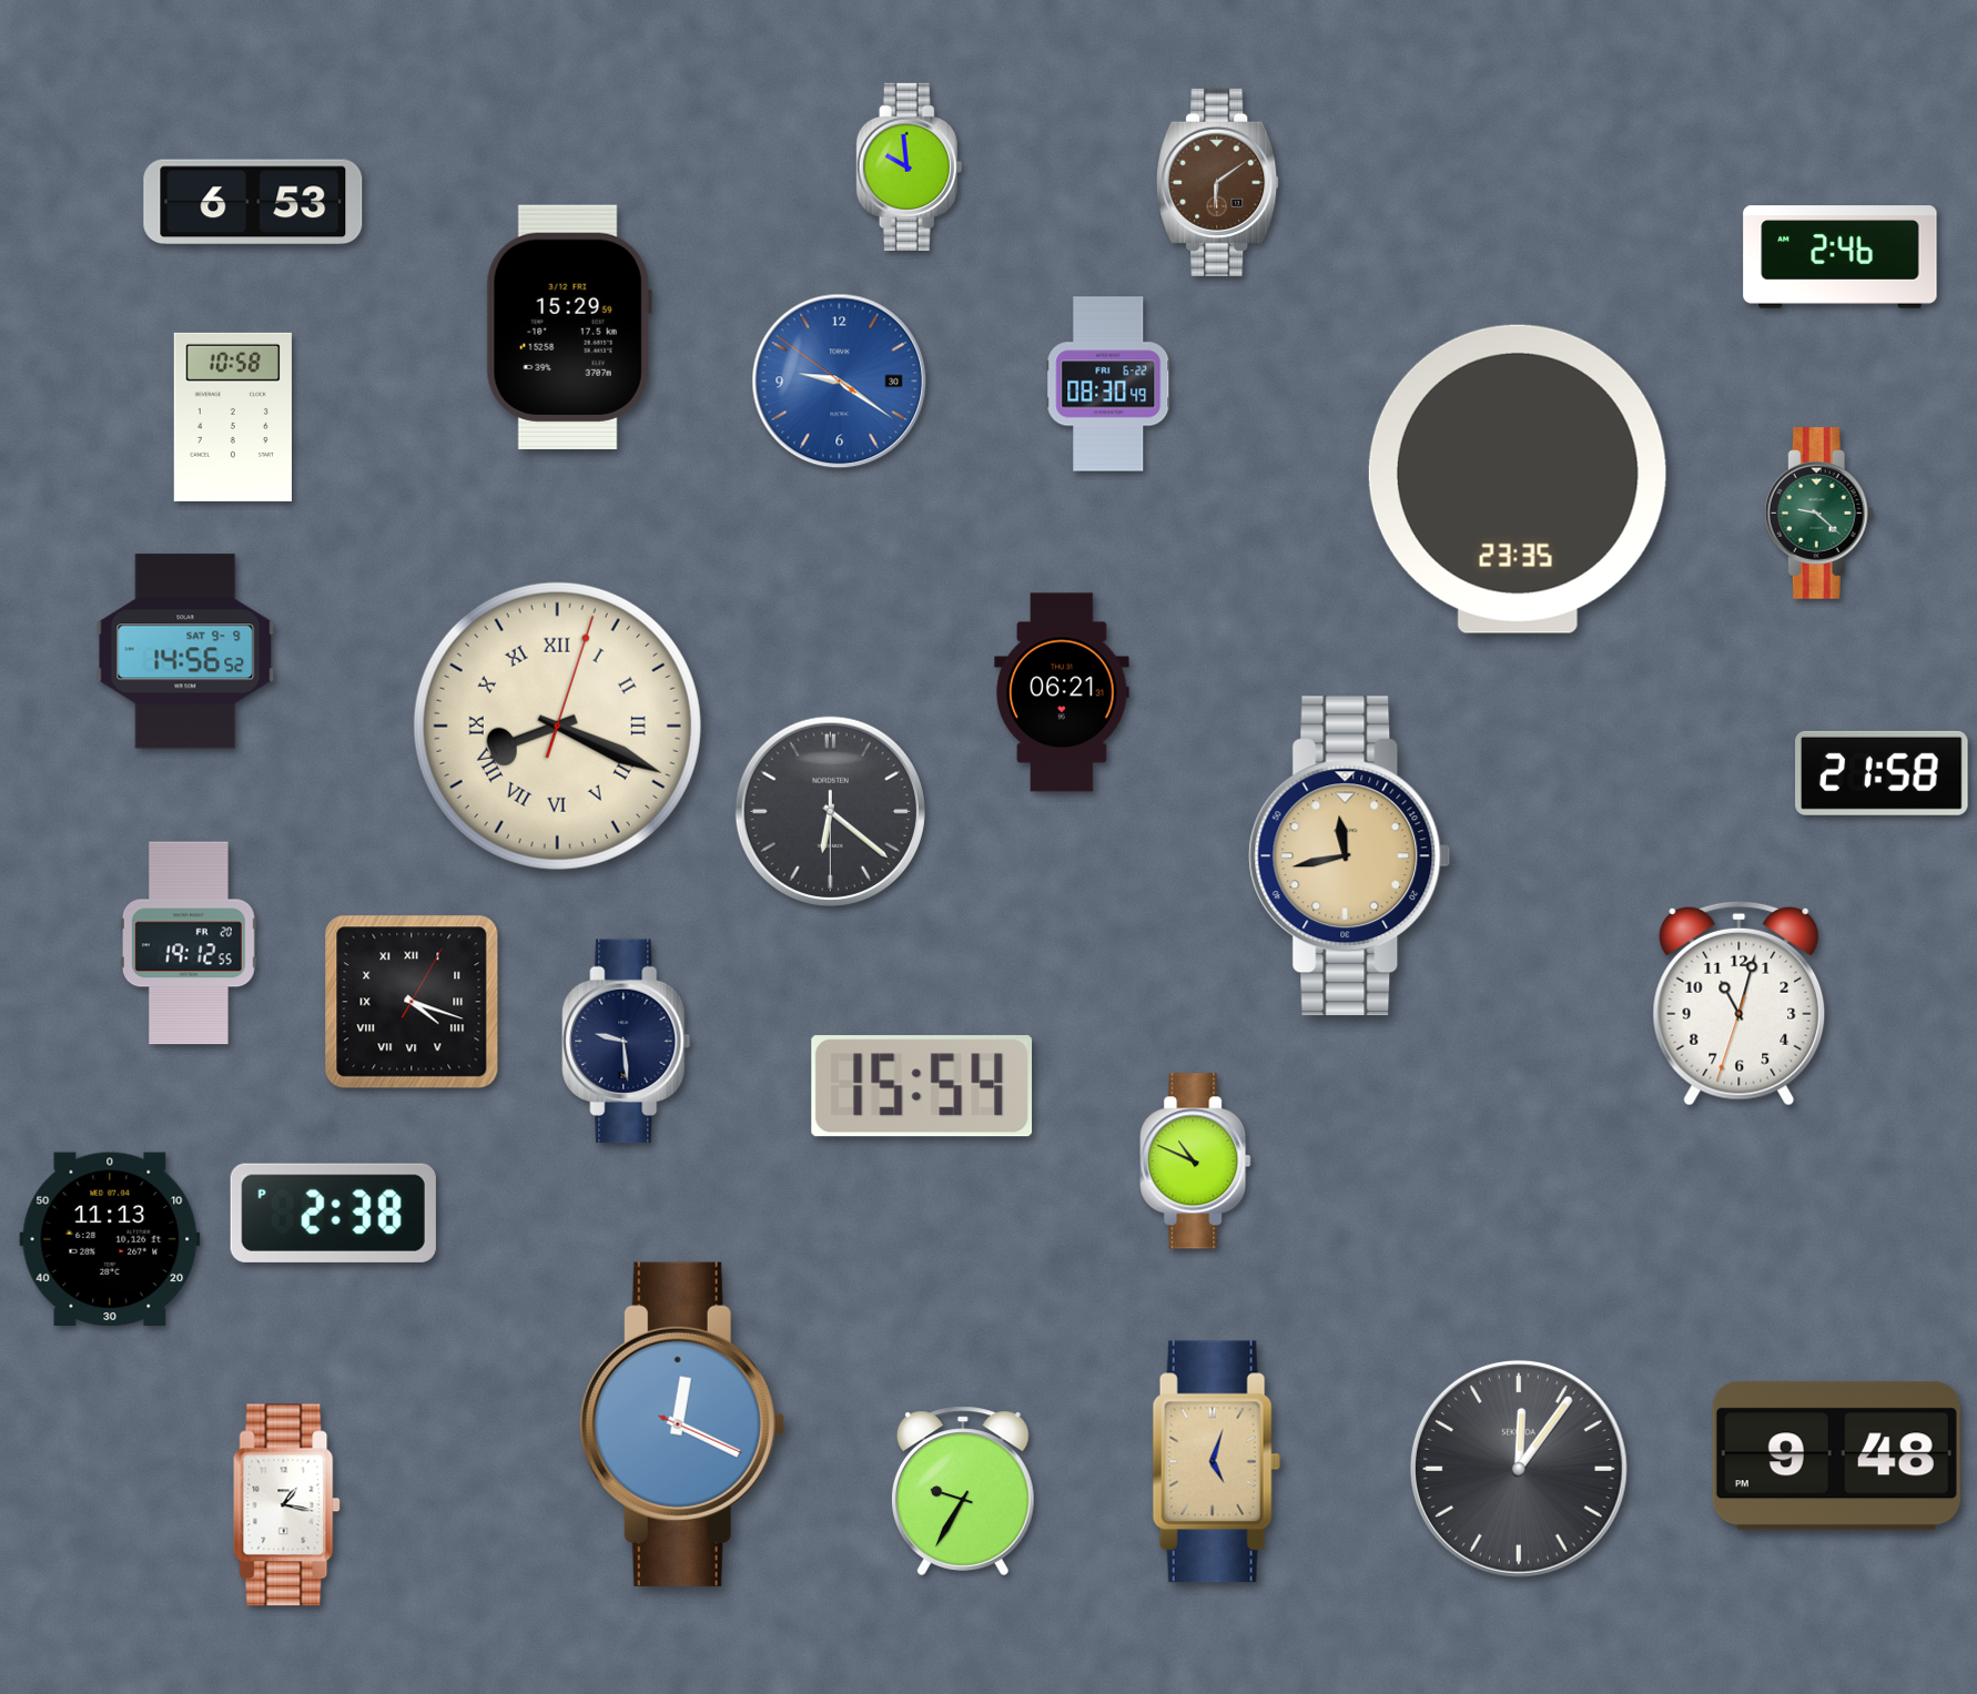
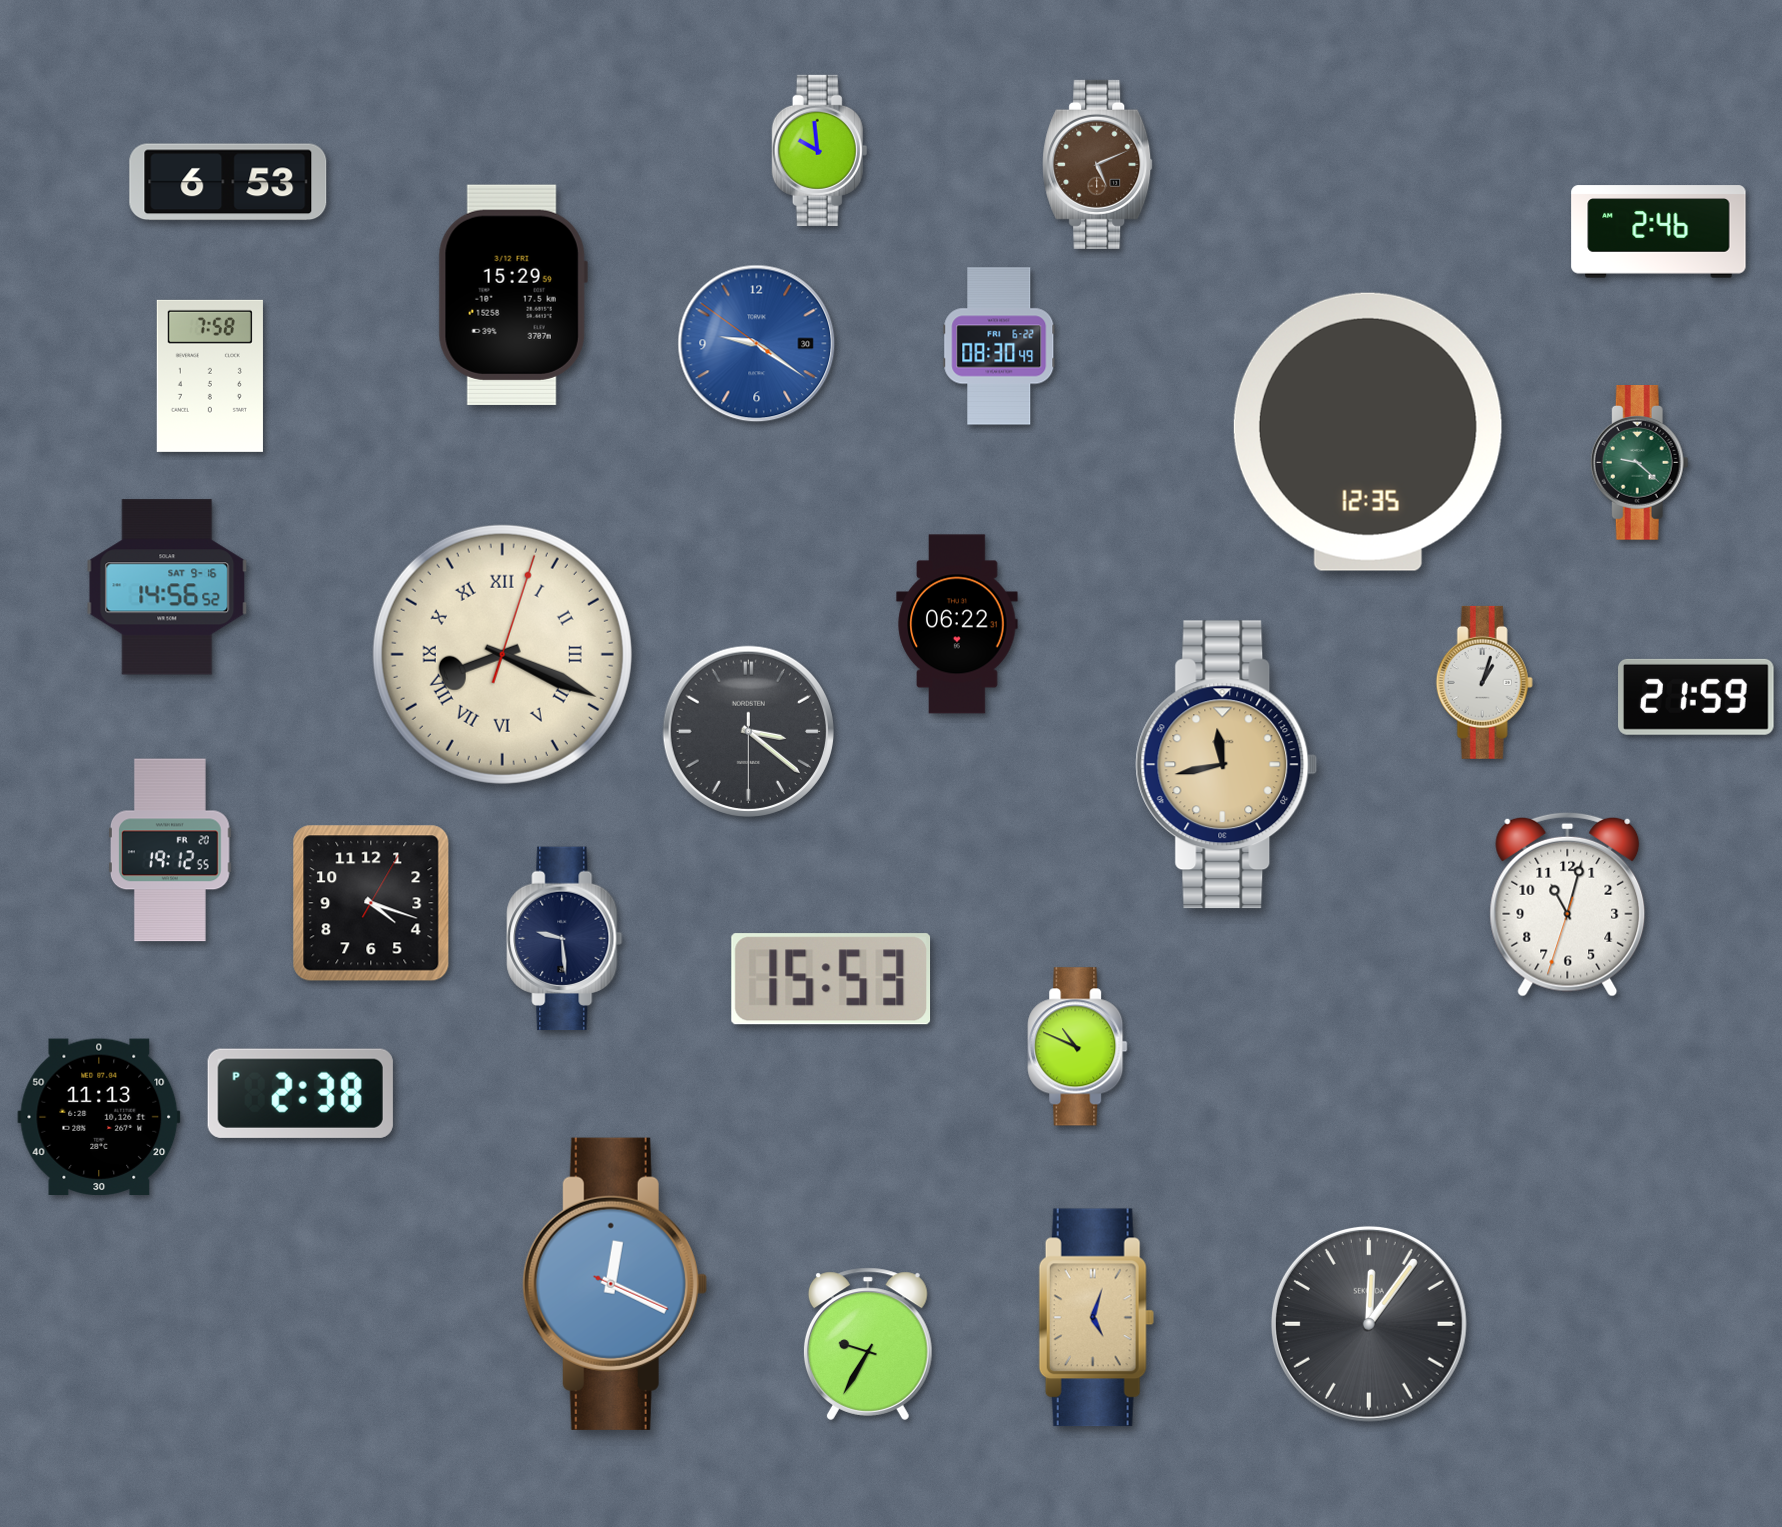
clock at (1218, 182): 6:09 -> 5:11
clock at (233, 417): 10:58 -> 7:58
clock at (1518, 479): 23:35 -> 12:35
clock at (185, 651) date: SAT 9-9 -> SAT 9-16
clock at (1062, 692): 06:21 -> 06:22
clock at (1484, 682): none -> 1:03
clock at (1882, 773): 21:58 -> 21:59
clock at (830, 811): 6:21 -> 3:21
clock at (1350, 856) position: (1350, 856) -> (1227, 765)
clock at (412, 1002) numerals: Roman -> Arabic
clock at (922, 1086): 15:54 -> 15:53
clock at (1836, 1457): 9:48 -> none
clock at (287, 1505): 1:17 -> none
